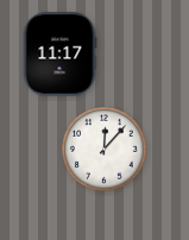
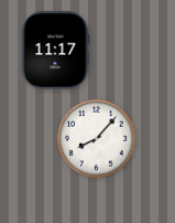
clock at (105, 150): 12:07 -> 8:07
